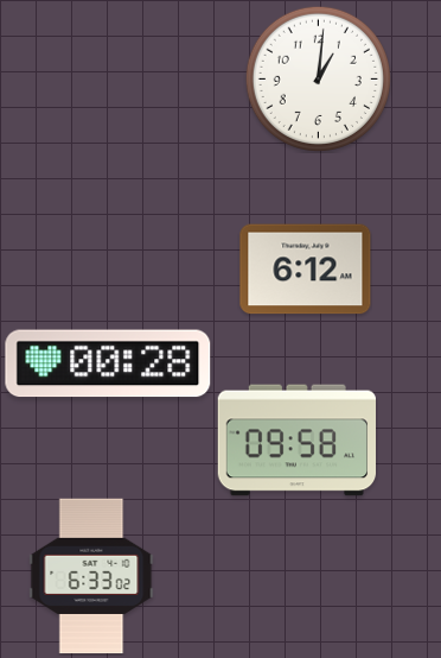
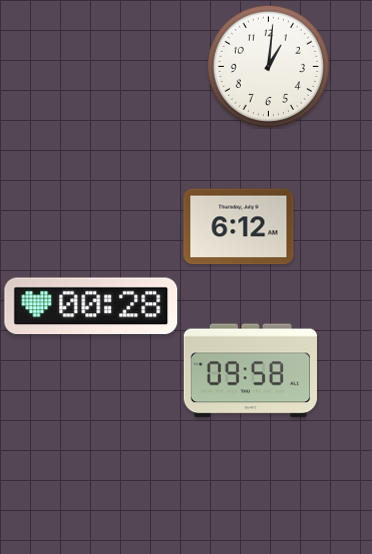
clock at (306, 270) position: (306, 270) -> (239, 227)
clock at (91, 576): 6:33 -> none
